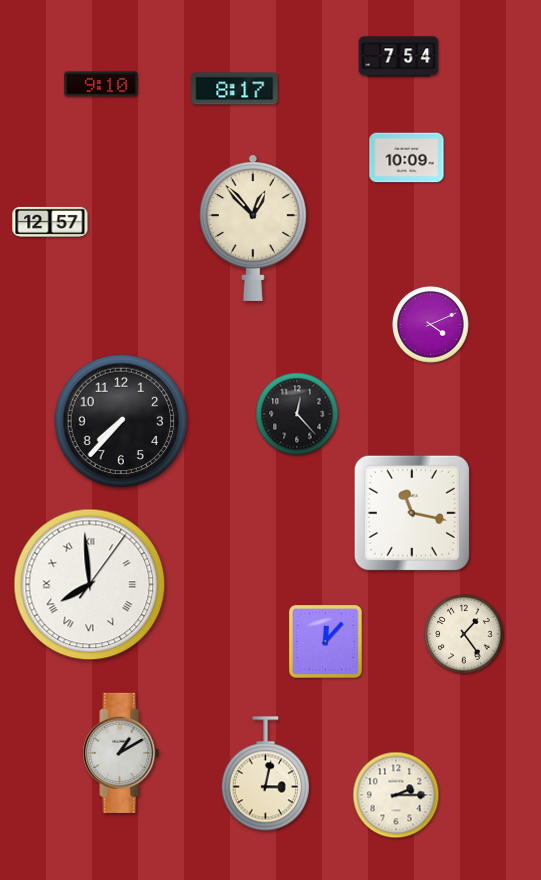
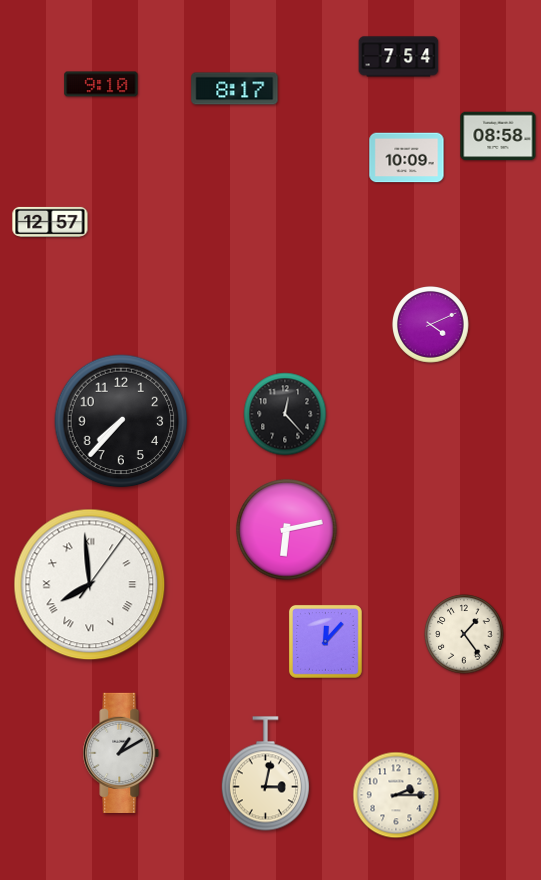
clock at (498, 136): none -> 08:58
clock at (253, 228): 12:53 -> none
clock at (297, 414) position: (297, 414) -> (285, 414)
clock at (412, 513): 11:17 -> none
clock at (287, 530): none -> 6:13
